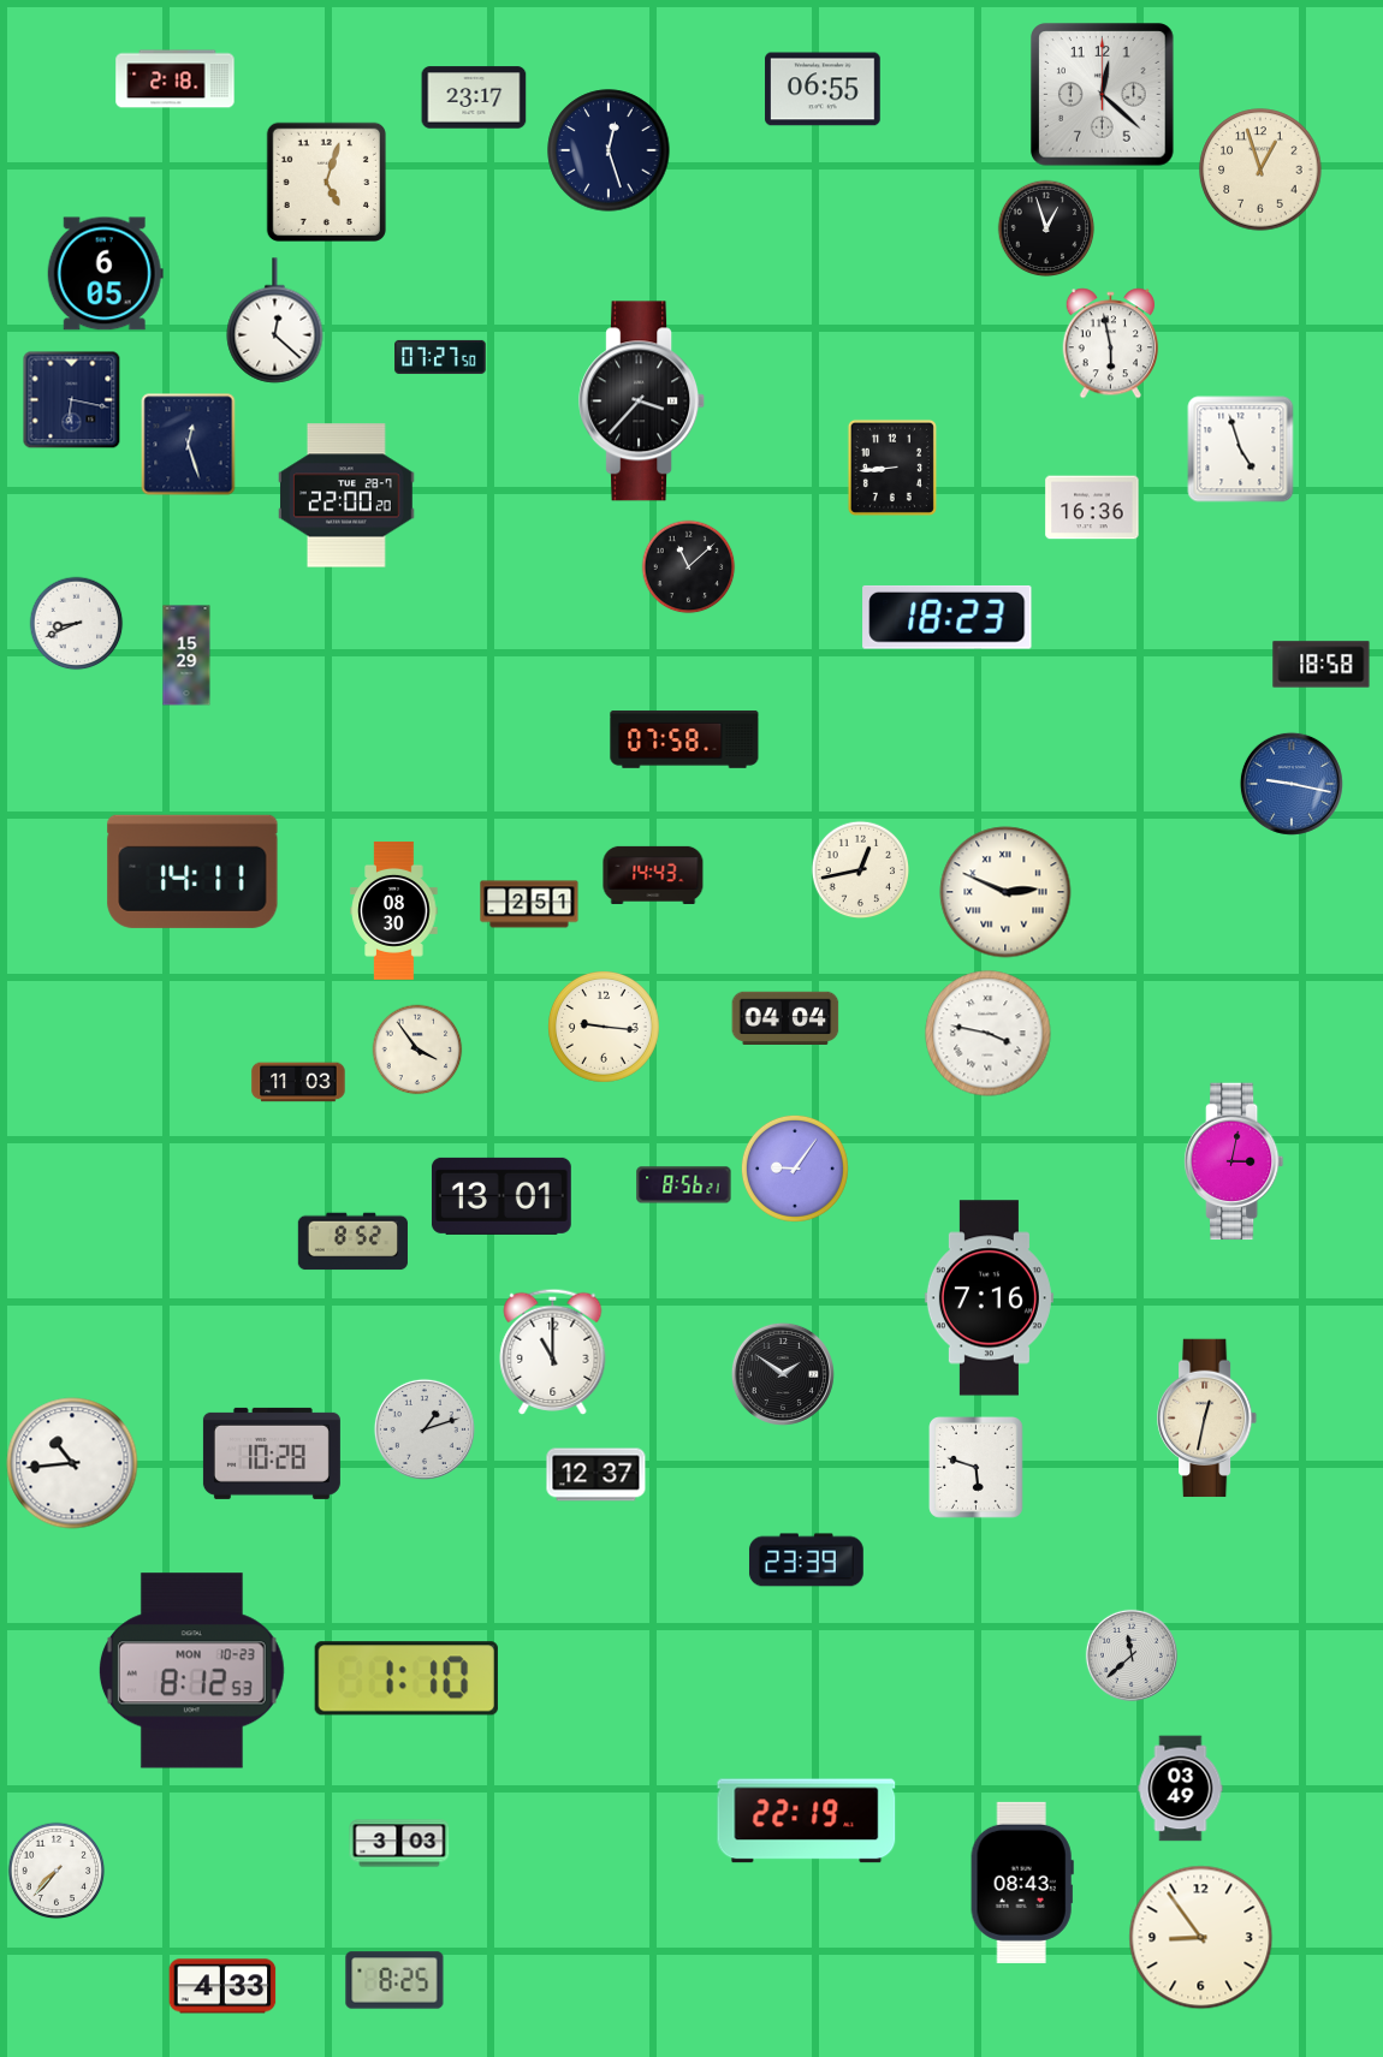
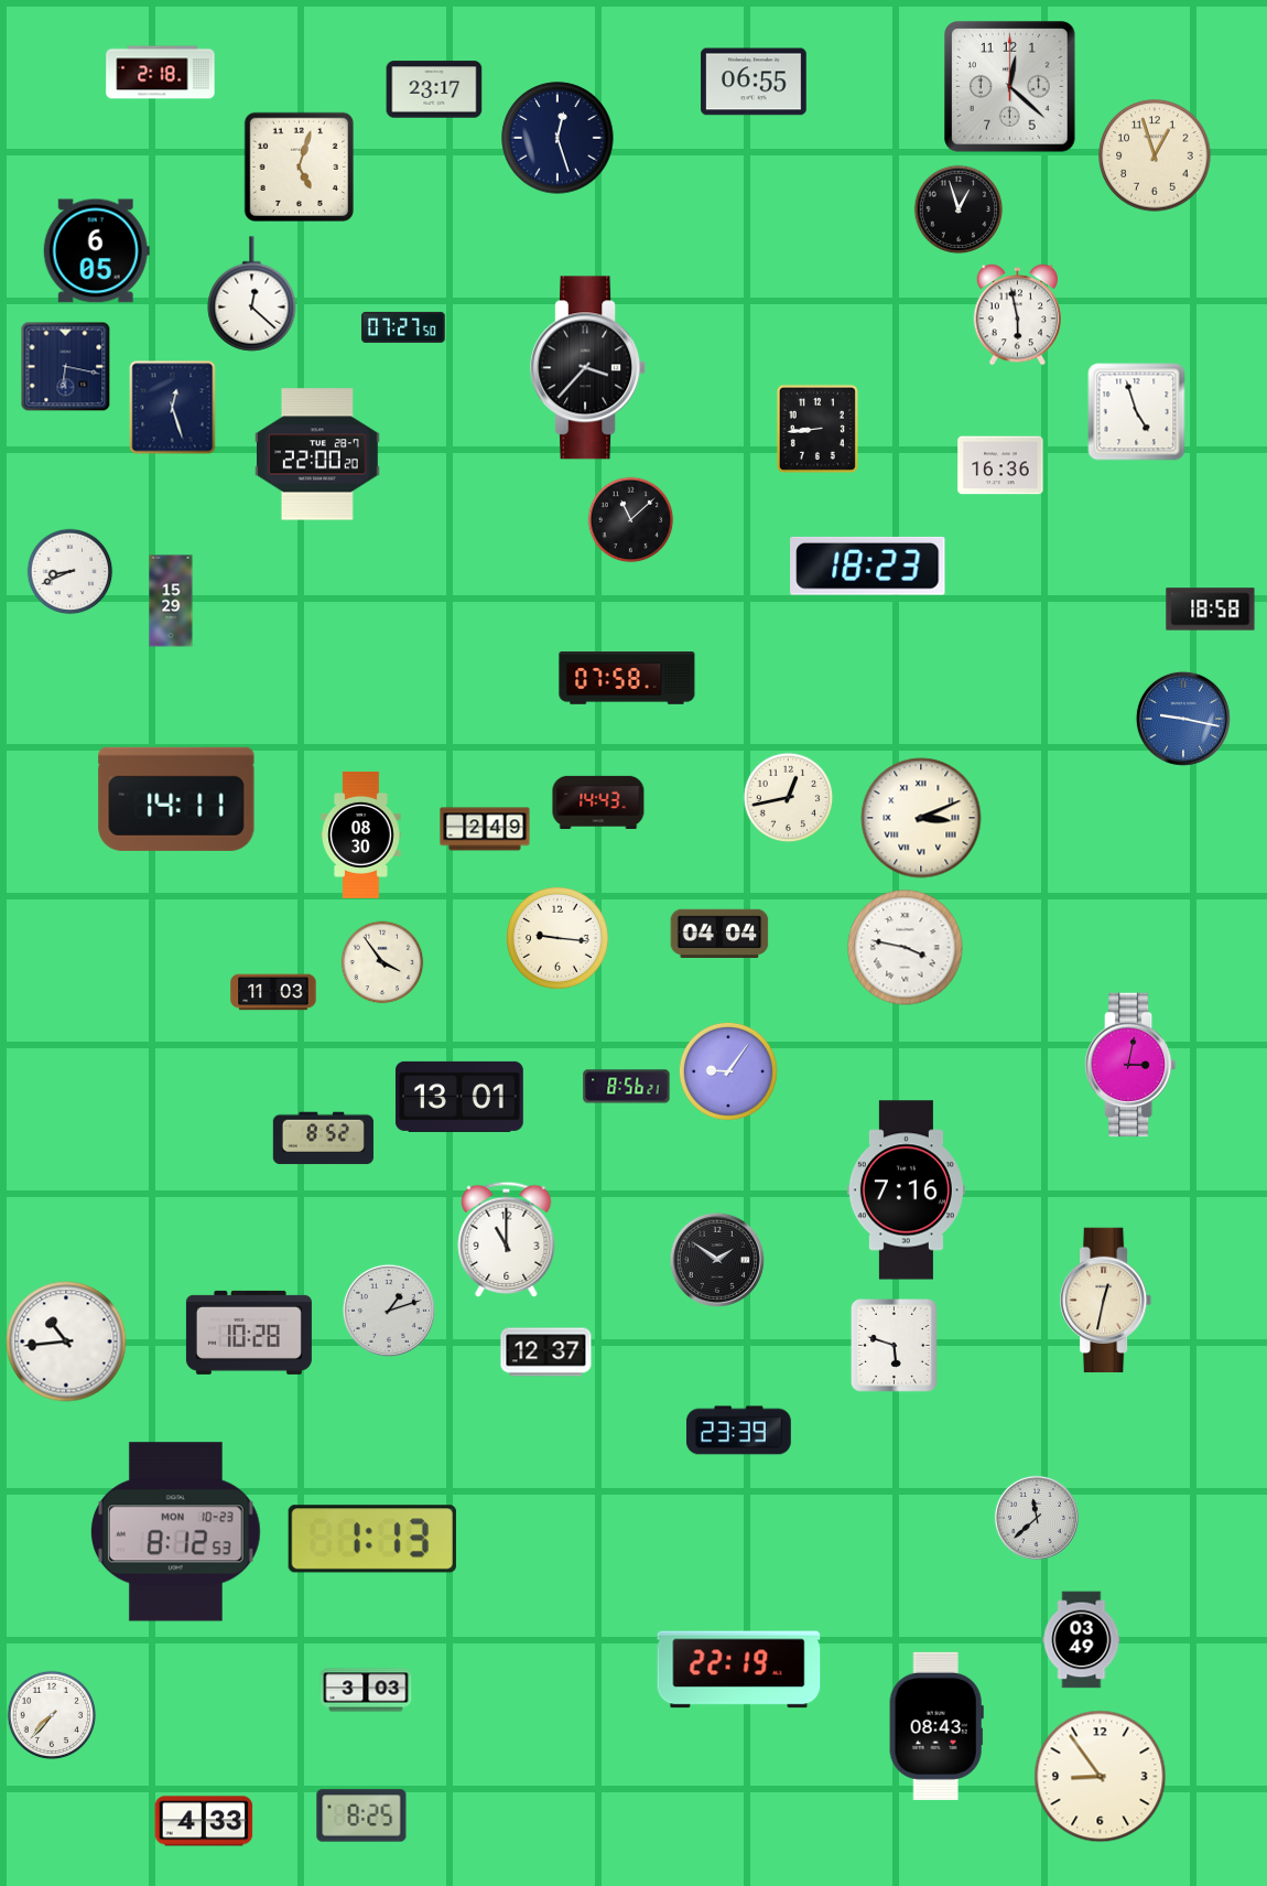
clock at (1005, 892): 2:49 -> 3:11
clock at (529, 904): 2:51 -> 2:49
clock at (605, 1028) position: (605, 1028) -> (559, 939)
clock at (406, 1678): 1:10 -> 1:13
